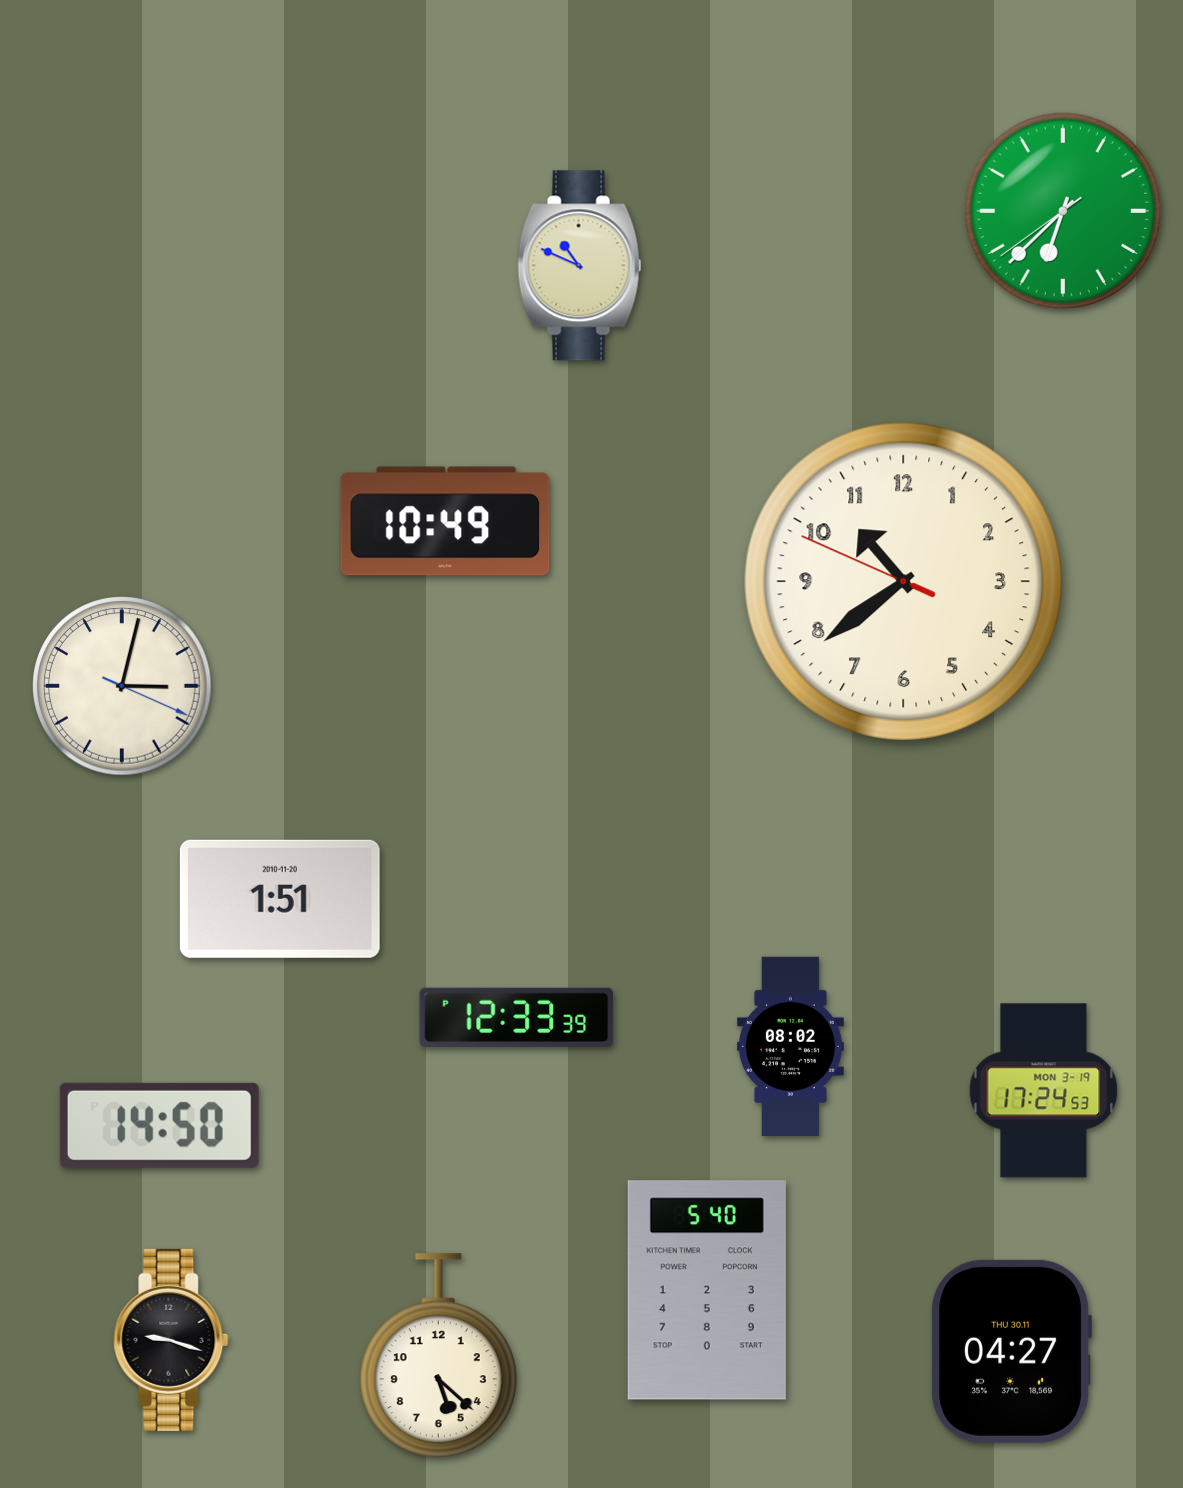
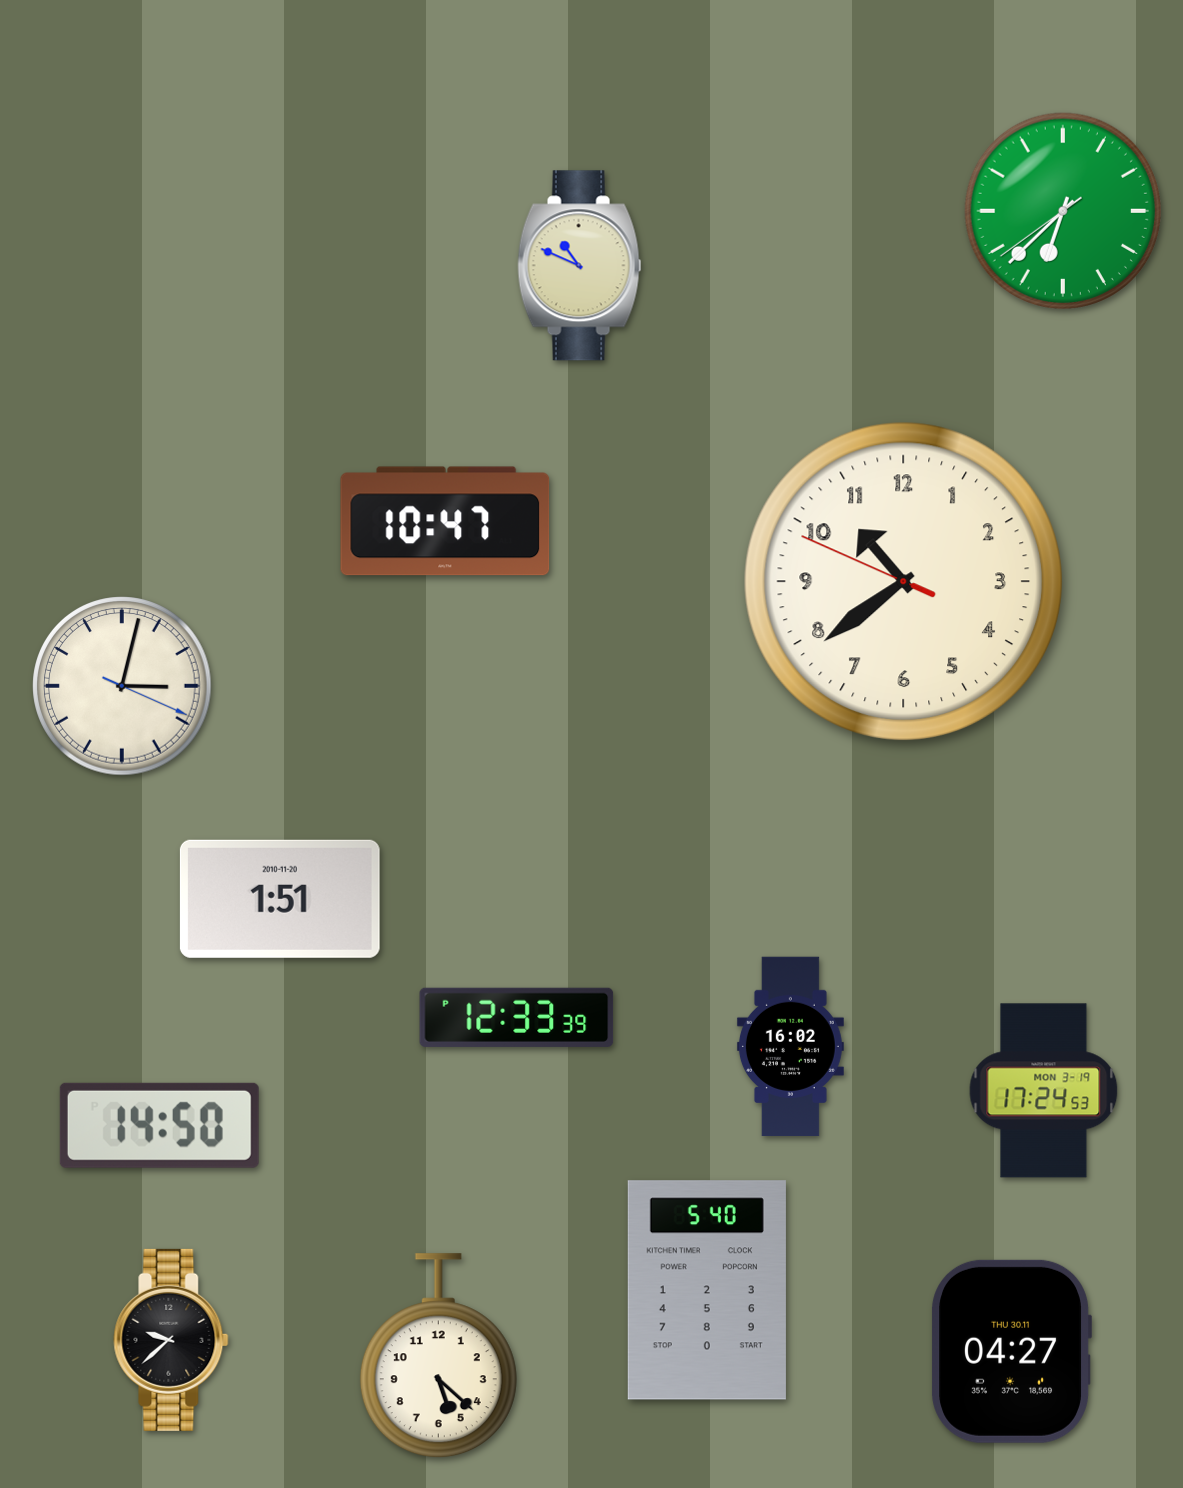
clock at (445, 521): 10:49 -> 10:47
clock at (790, 1047): 08:02 -> 16:02
clock at (171, 1340): 9:18 -> 9:38
